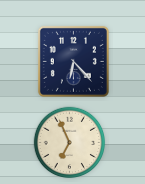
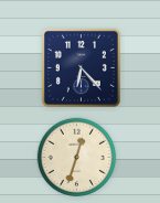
clock at (70, 143): 6:56 -> 12:33
